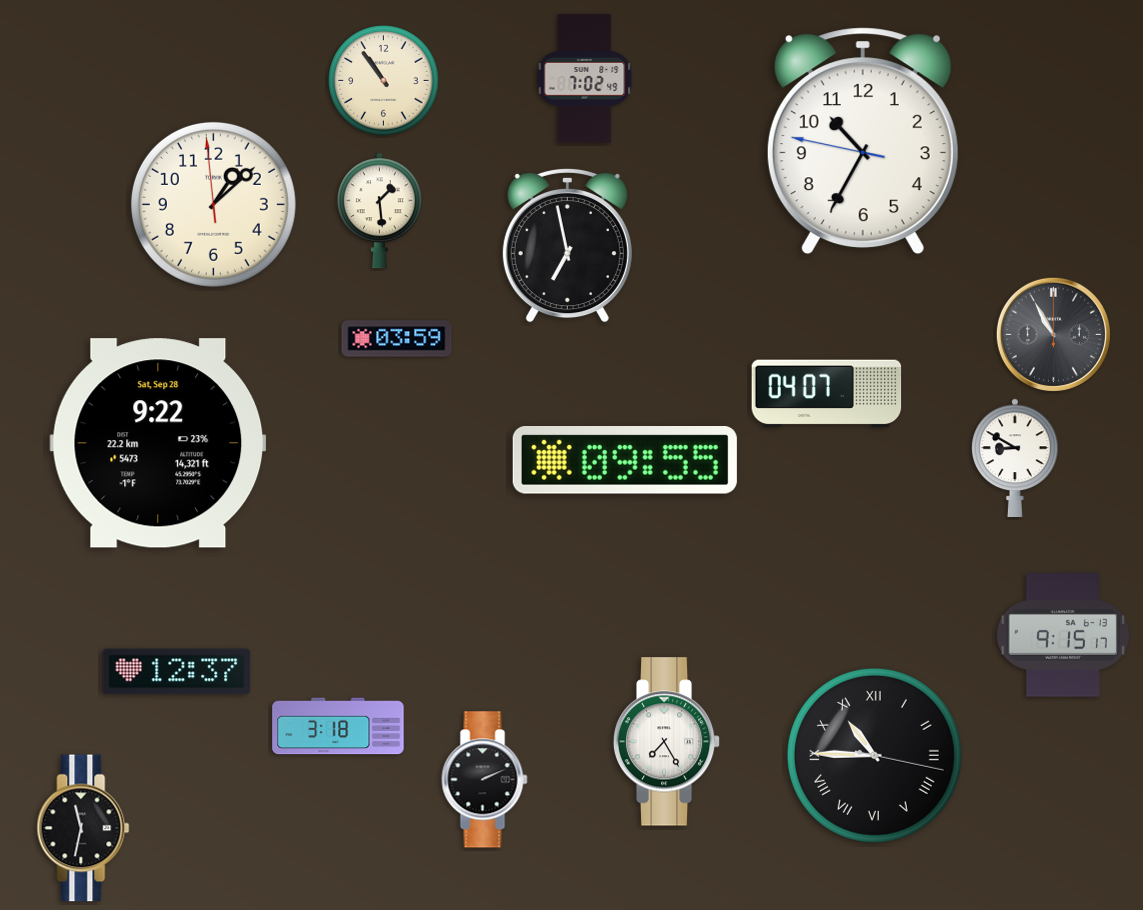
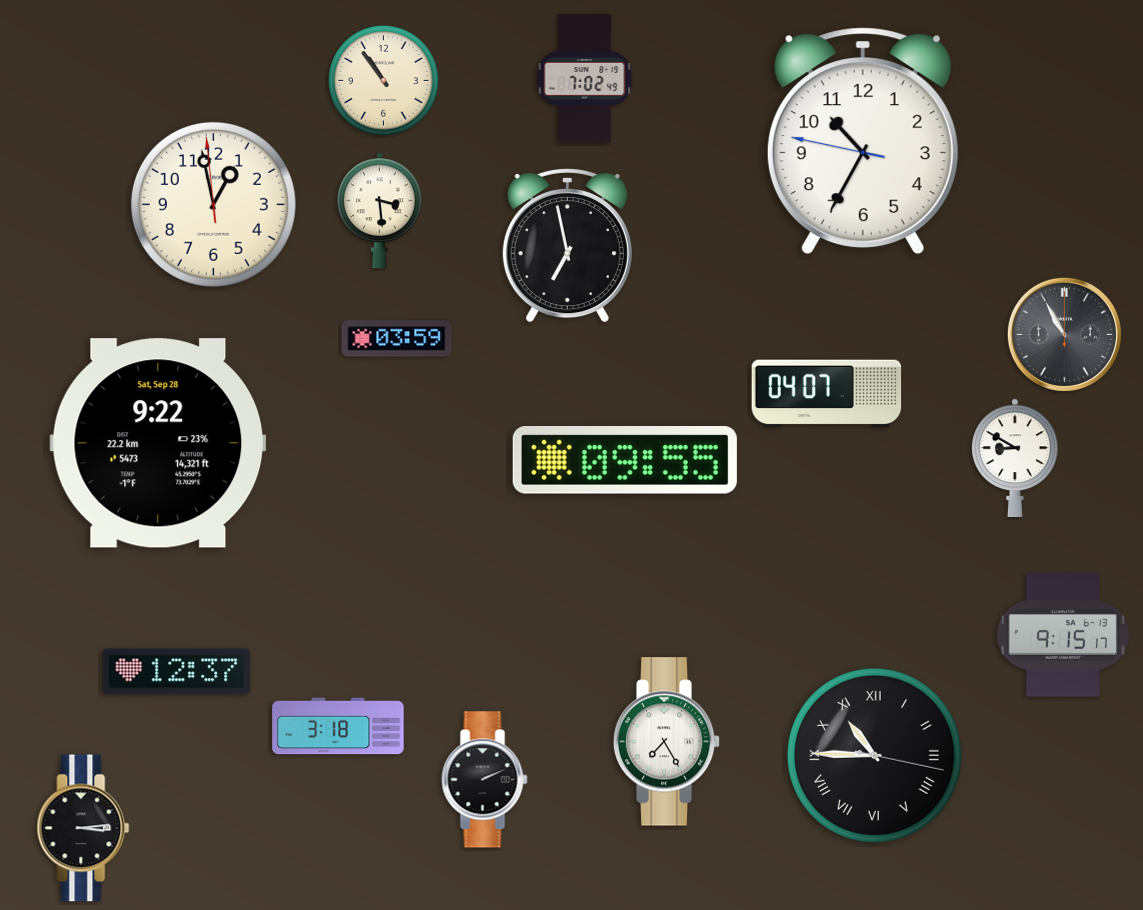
clock at (213, 204): 1:07 -> 12:57
clock at (379, 211): 1:29 -> 3:29
clock at (1053, 334) position: (1053, 334) -> (1064, 334)
clock at (83, 828): 11:32 -> 3:14
